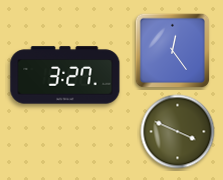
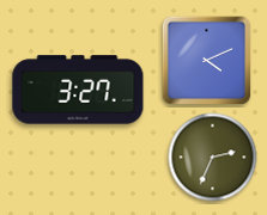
clock at (173, 51): 12:24 -> 4:11
clock at (178, 132): 3:49 -> 2:34
